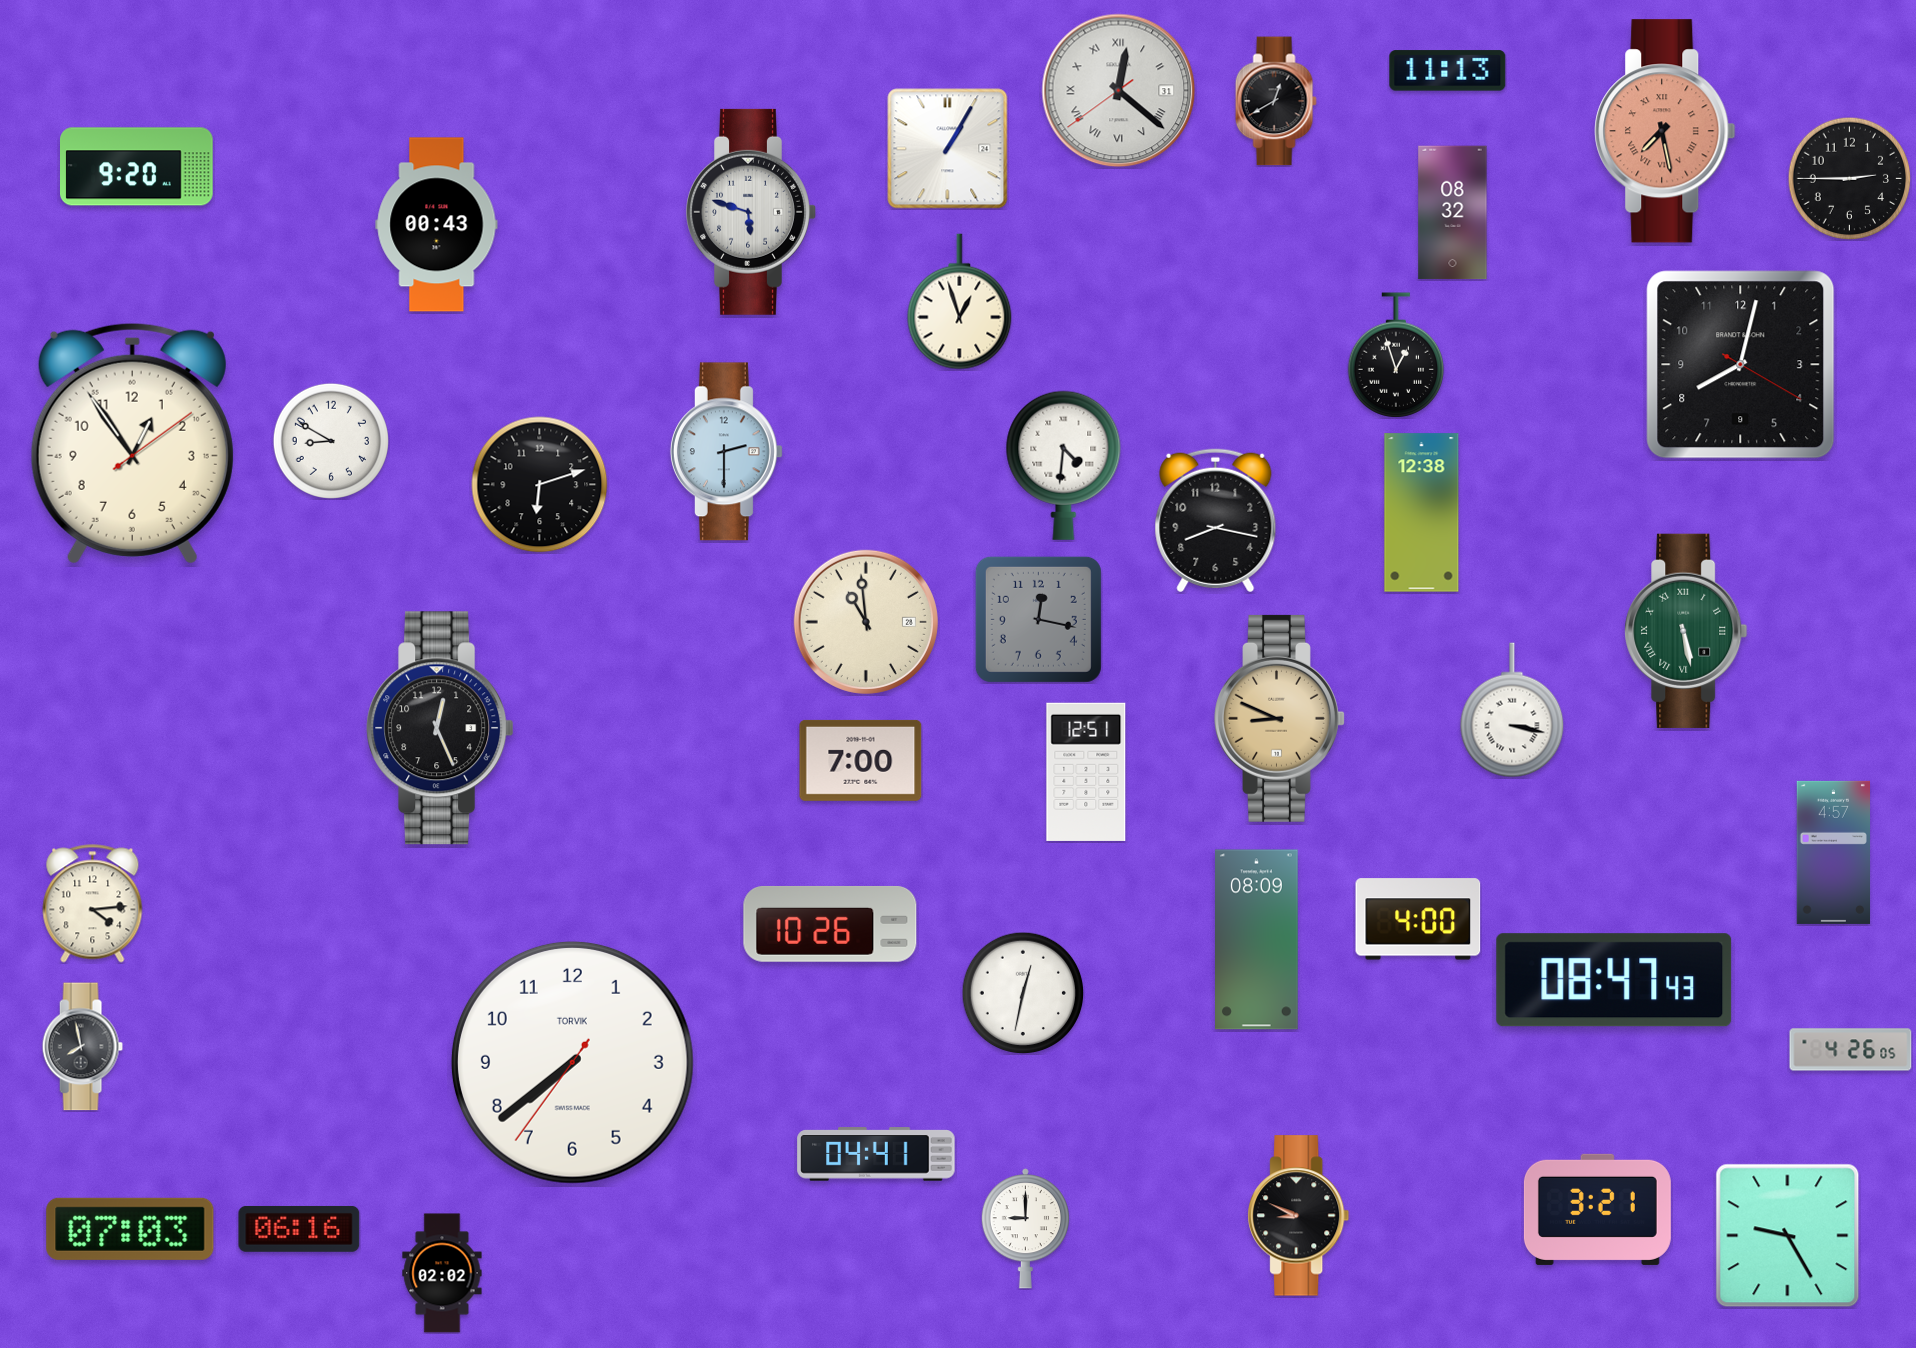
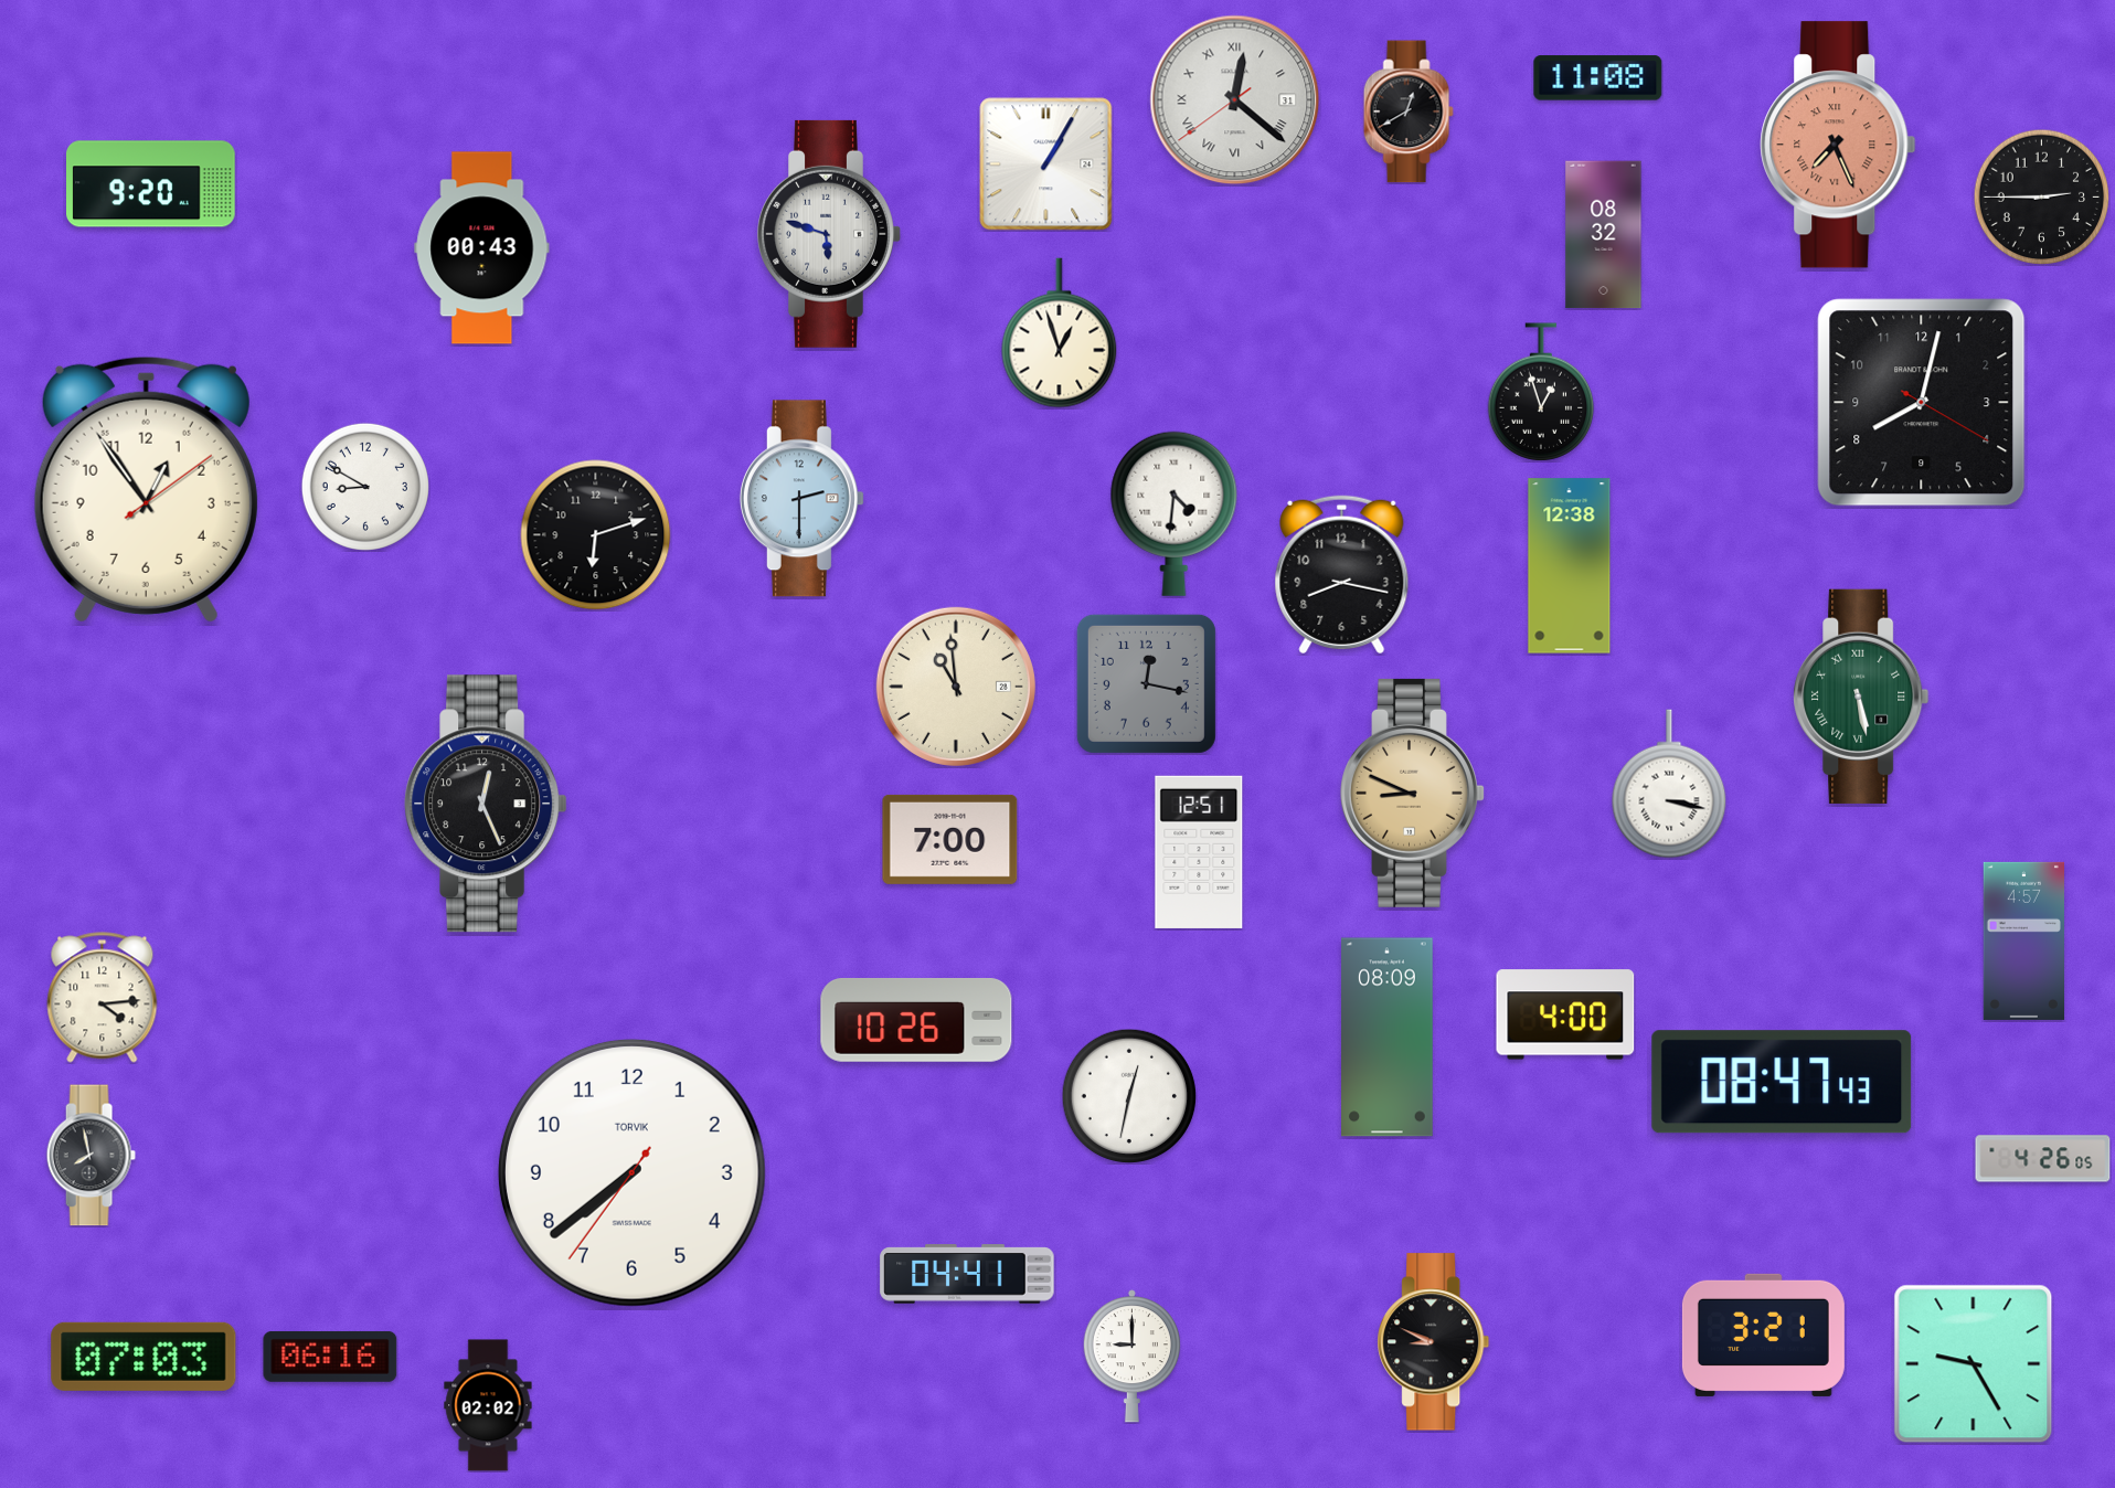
clock at (1448, 71): 11:13 -> 11:08
clock at (1665, 131): 7:28 -> 7:26
